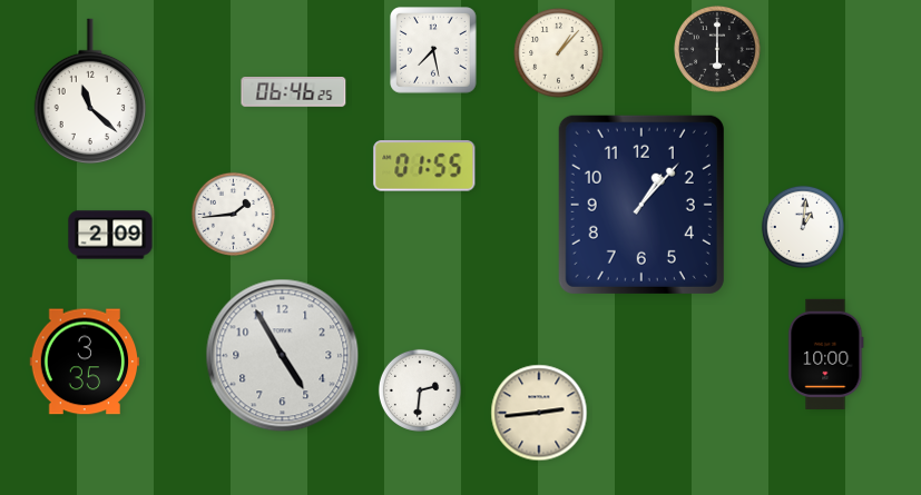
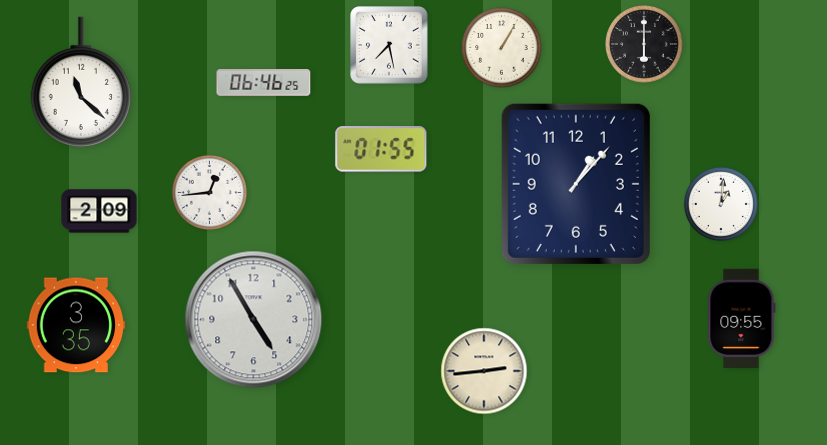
clock at (559, 53): 1:07 -> 1:05
clock at (233, 214): 1:44 -> 12:44
clock at (826, 354): 10:00 -> 09:55
clock at (420, 390): 2:31 -> none
